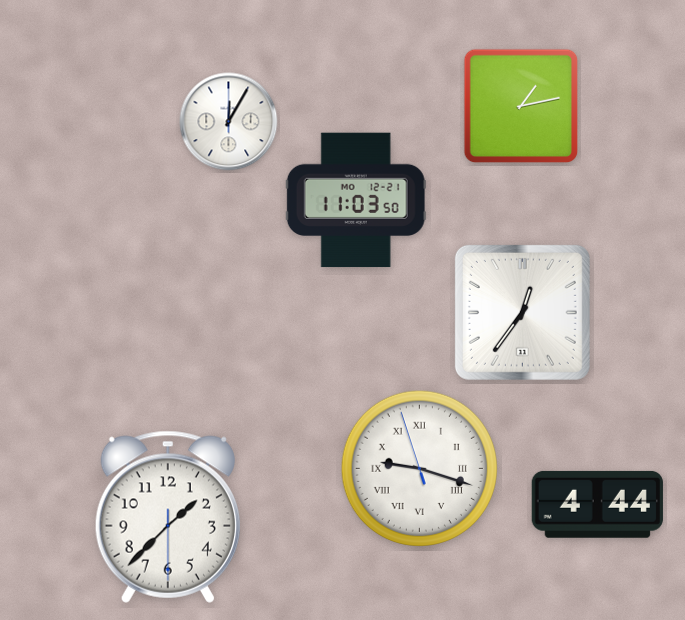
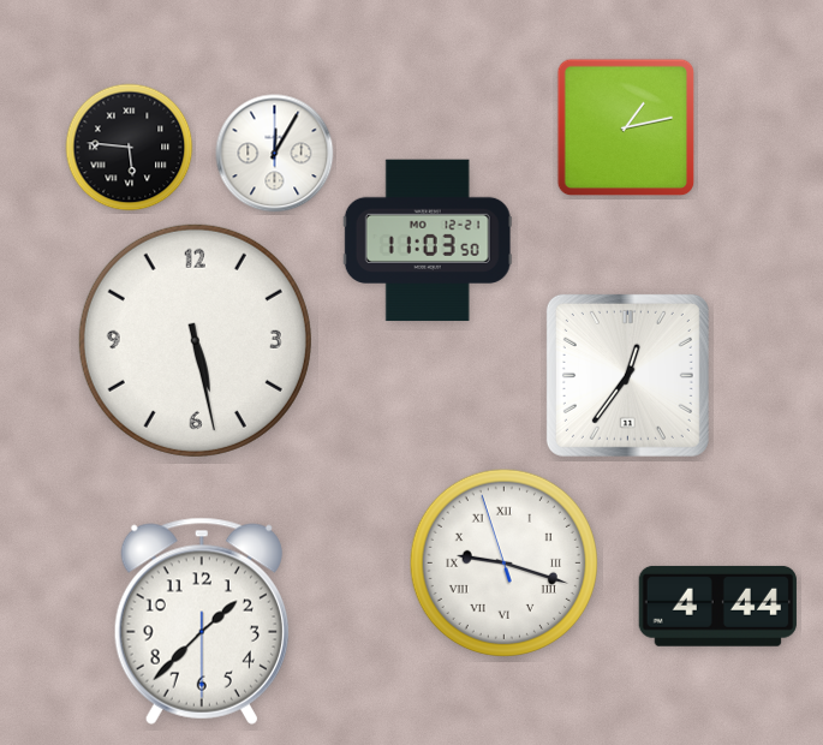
clock at (229, 122) position: (229, 122) -> (275, 154)
clock at (130, 148): none -> 5:46
clock at (195, 340): none -> 5:28
